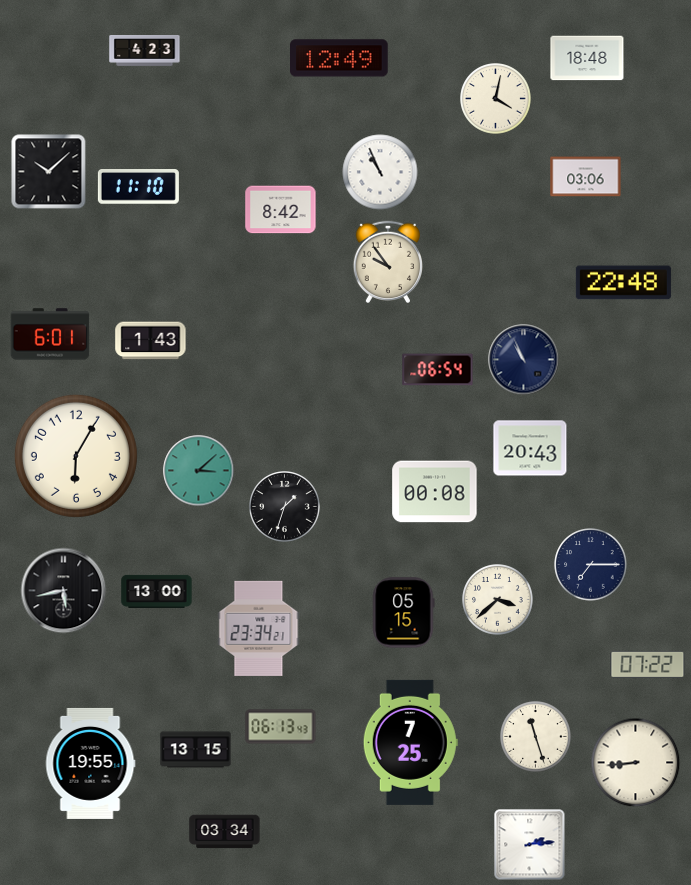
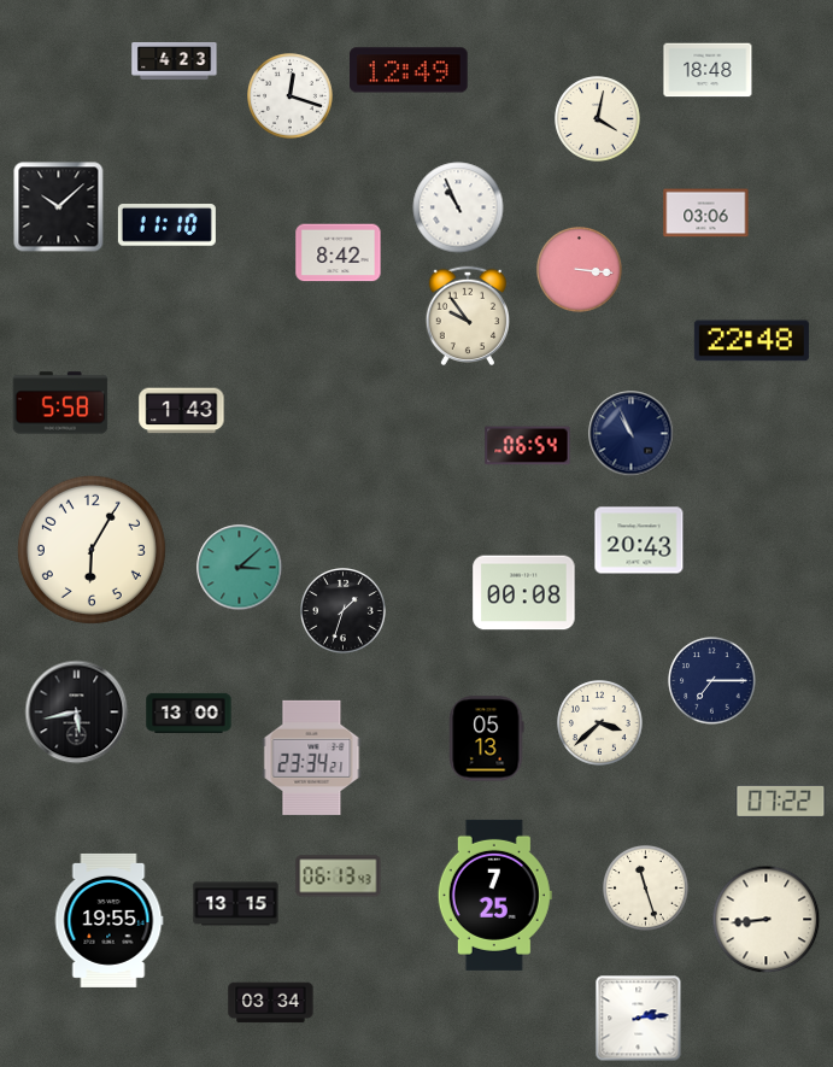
clock at (291, 96): none -> 12:18
clock at (580, 270): none -> 3:16
clock at (50, 334): 6:01 -> 5:58
clock at (404, 613): 05:15 -> 05:13
